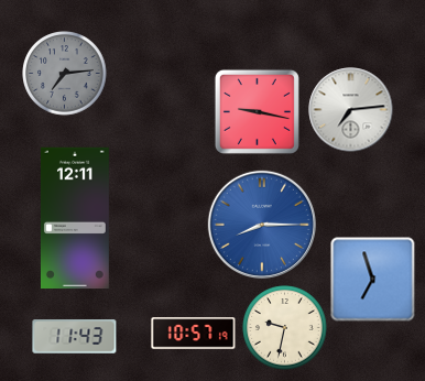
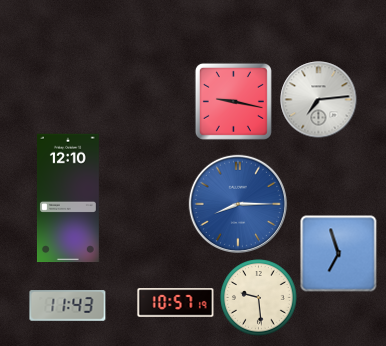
clock at (65, 74): 7:14 -> none
clock at (75, 218): 12:11 -> 12:10
clock at (285, 328): 9:32 -> 9:29
